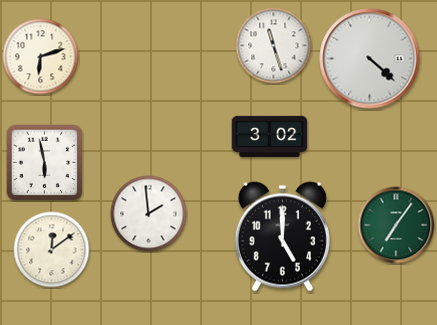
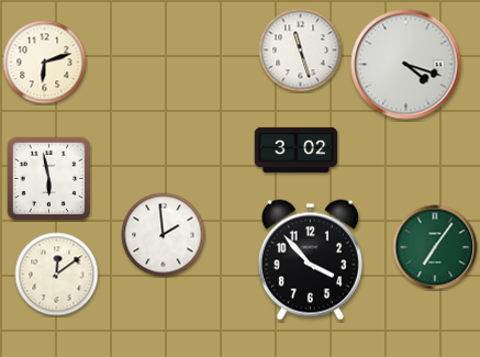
clock at (370, 59): 4:22 -> 4:18
clock at (282, 237): 5:00 -> 3:53
